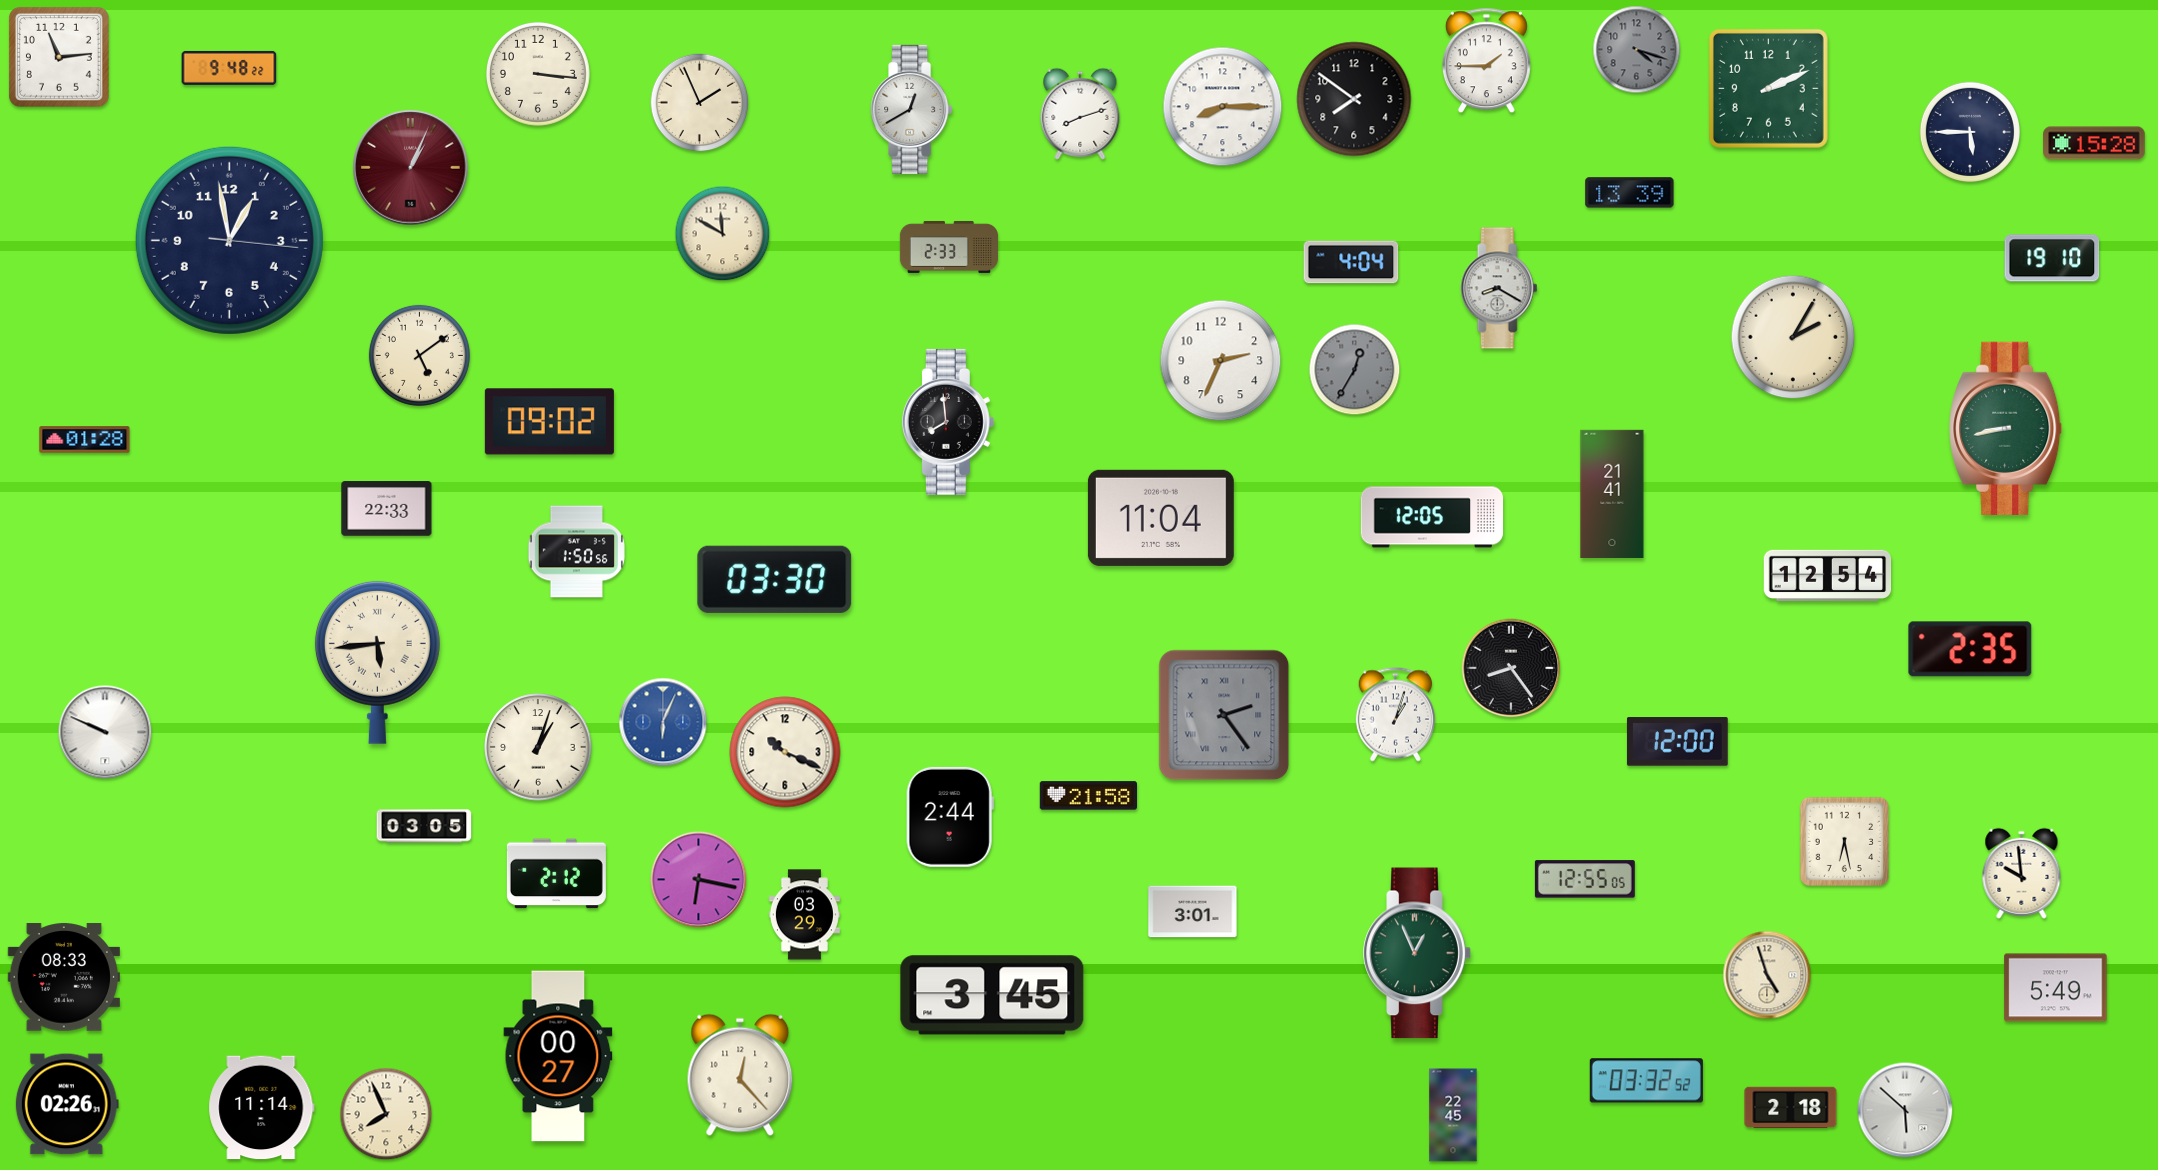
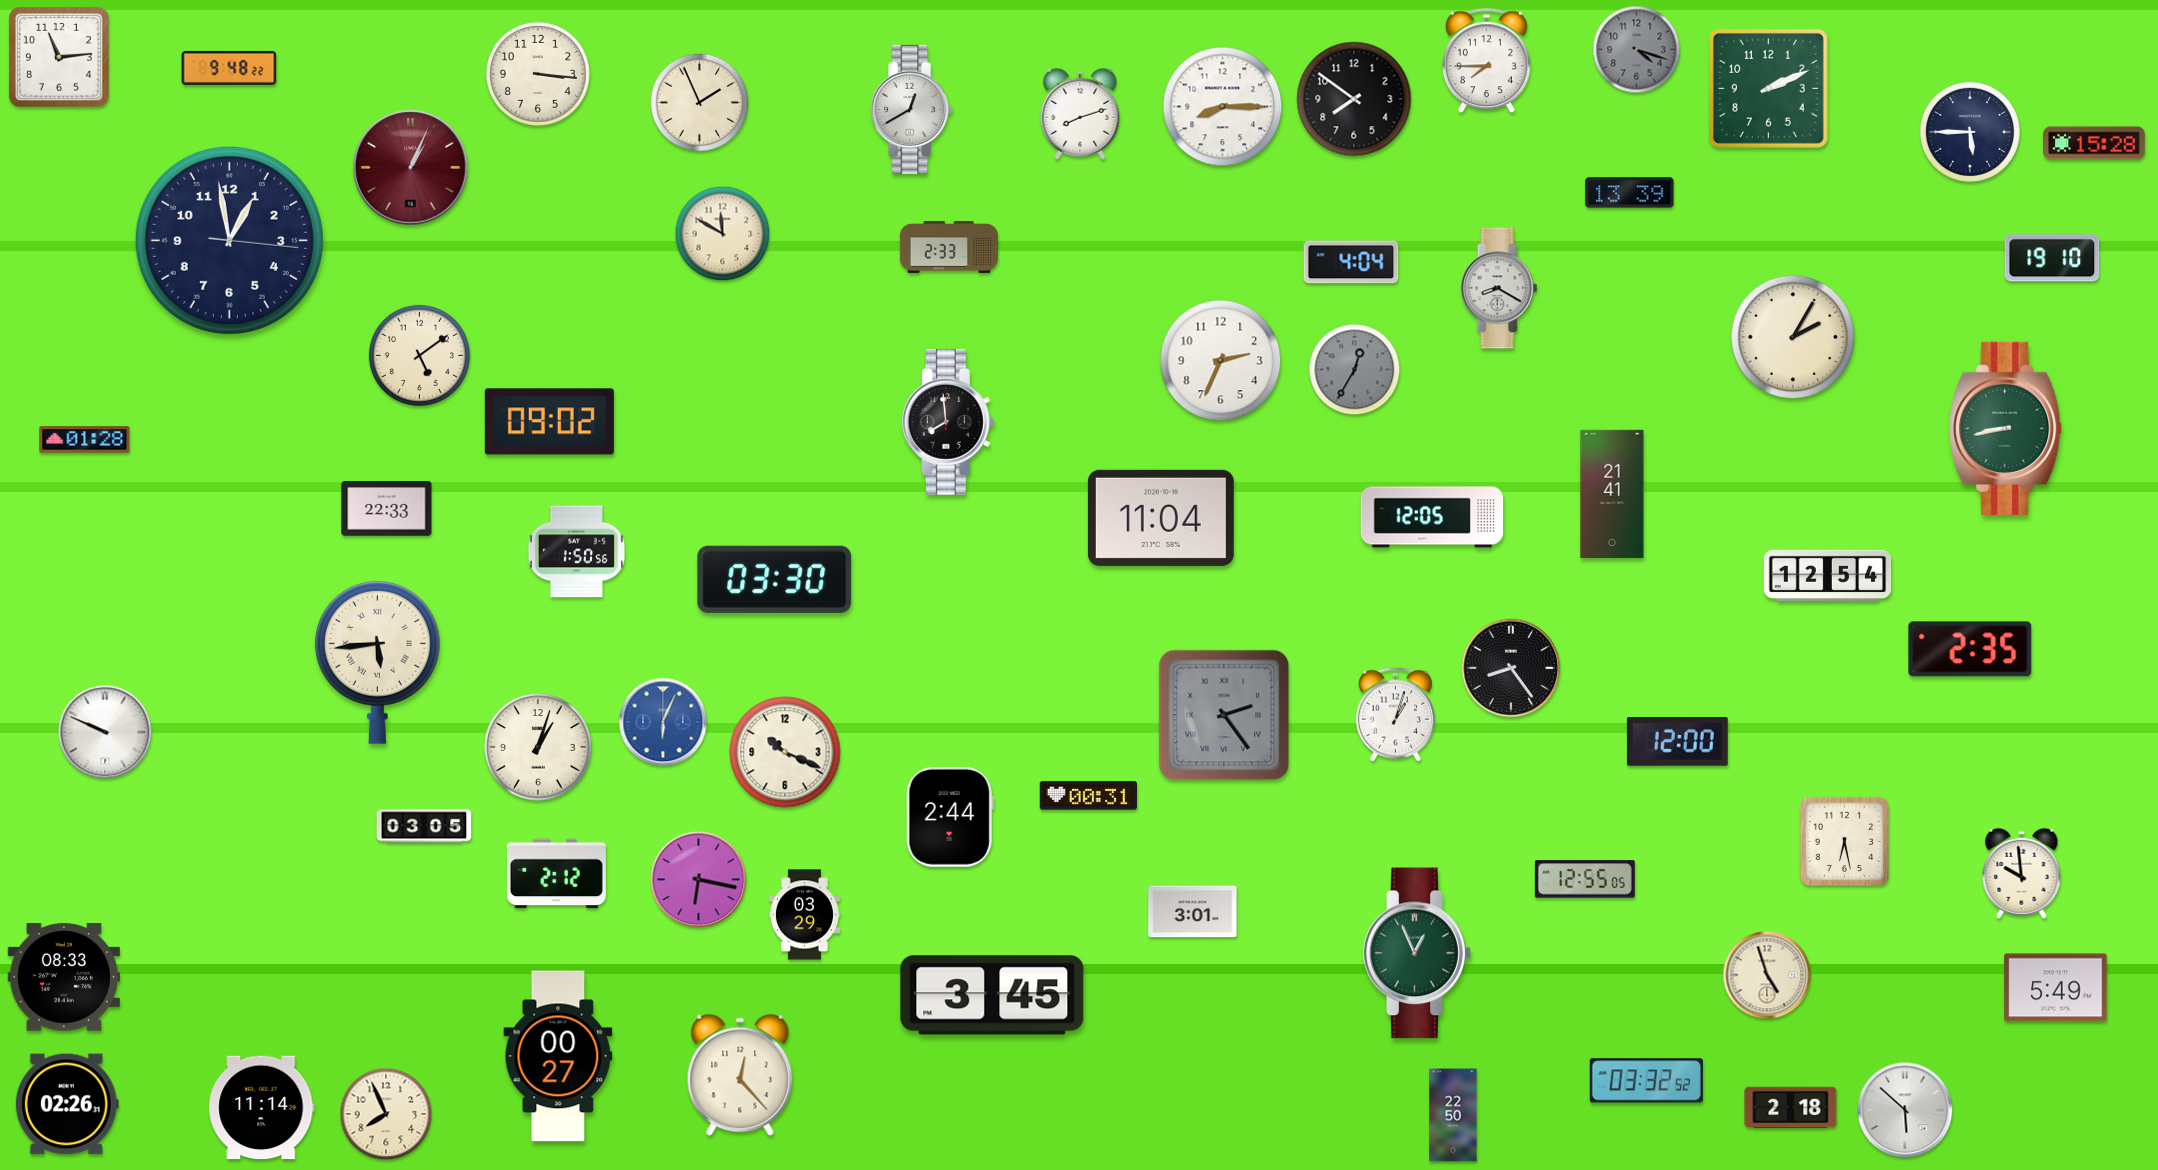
clock at (1486, 61): 1:45 -> 7:45
clock at (1088, 796): 21:58 -> 00:31
clock at (1453, 1115): 22:45 -> 22:50
